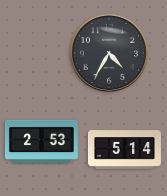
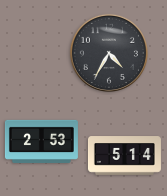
clock at (124, 150) position: (124, 150) -> (124, 156)
